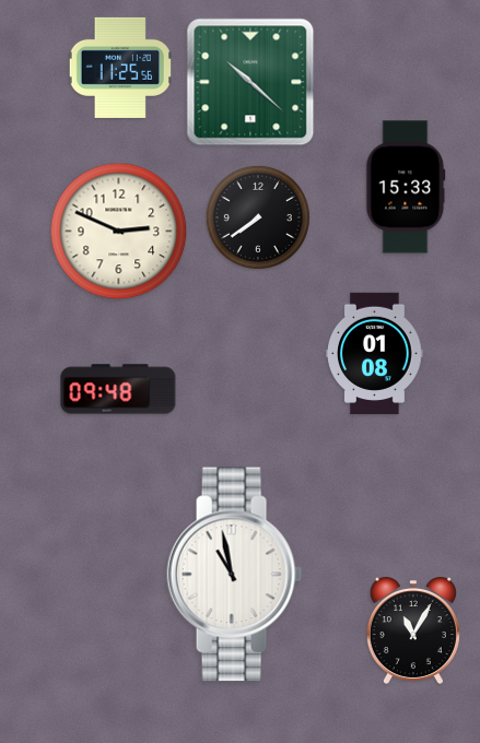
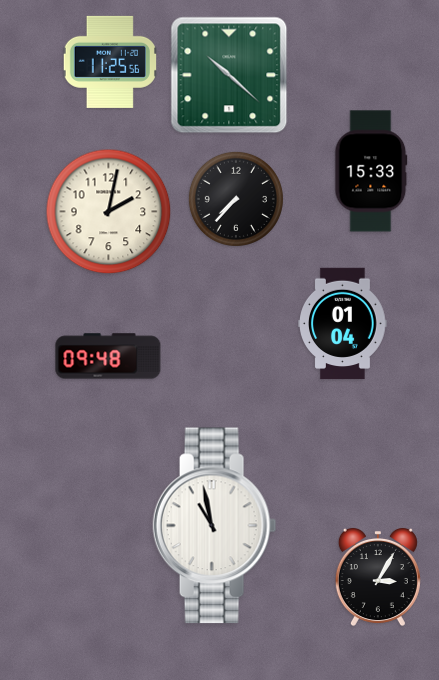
clock at (258, 217): 7:39 -> 7:37
clock at (119, 232): 2:49 -> 2:02
clock at (375, 354): 01:08 -> 01:04
clock at (413, 630): 11:05 -> 3:05
